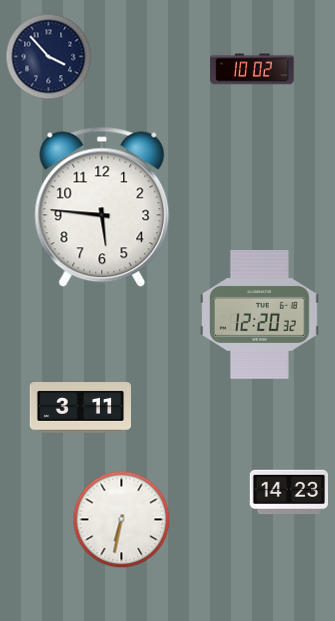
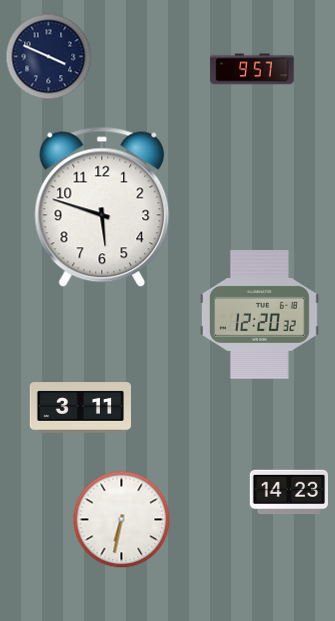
clock at (49, 57): 3:53 -> 3:49
clock at (252, 69): 10:02 -> 9:57
clock at (102, 207): 5:46 -> 5:48
